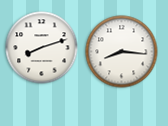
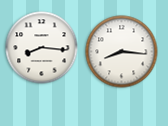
clock at (42, 48): 8:12 -> 8:16
